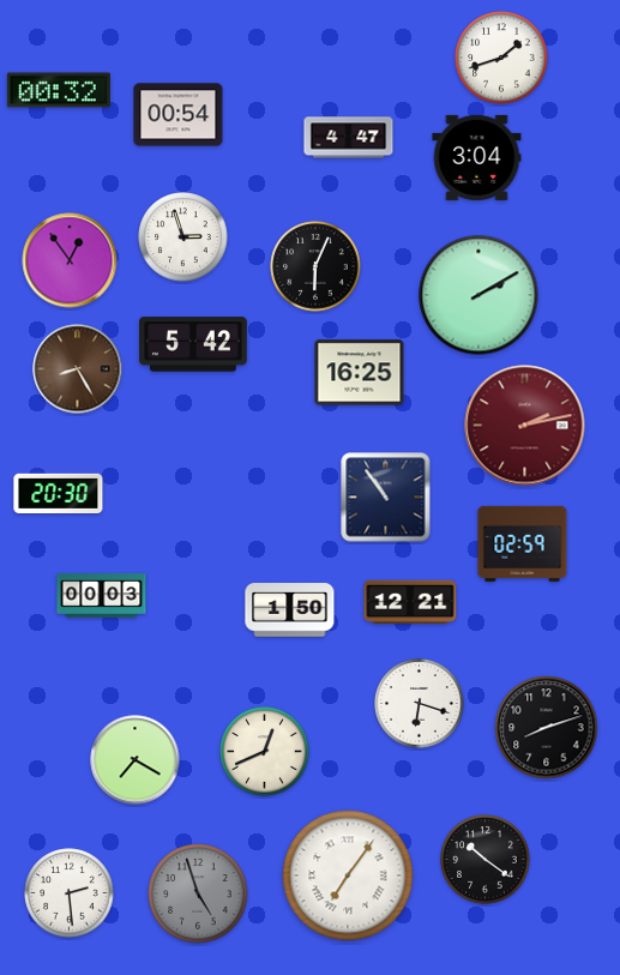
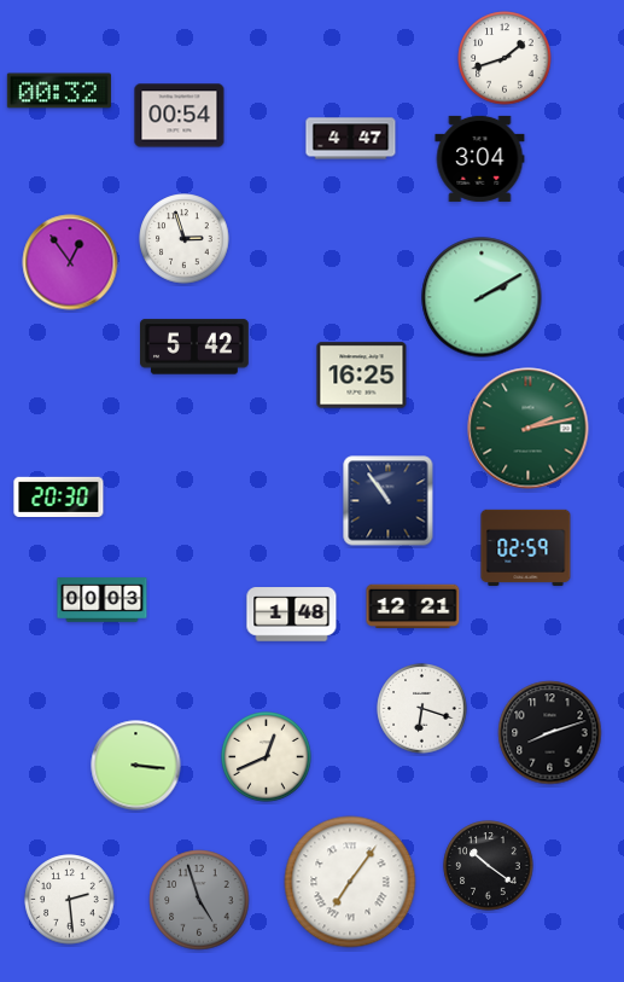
clock at (315, 266): 6:04 -> none
clock at (78, 369): 8:25 -> none
clock at (525, 426) dial: burgundy -> green
clock at (290, 610): 1:50 -> 1:48
clock at (136, 760): 7:20 -> 3:16
